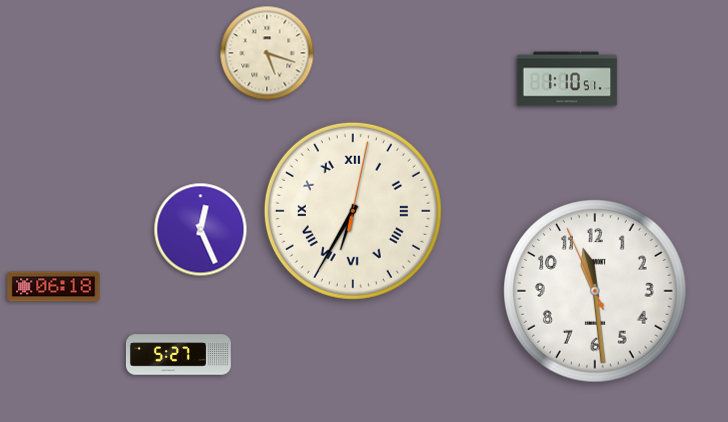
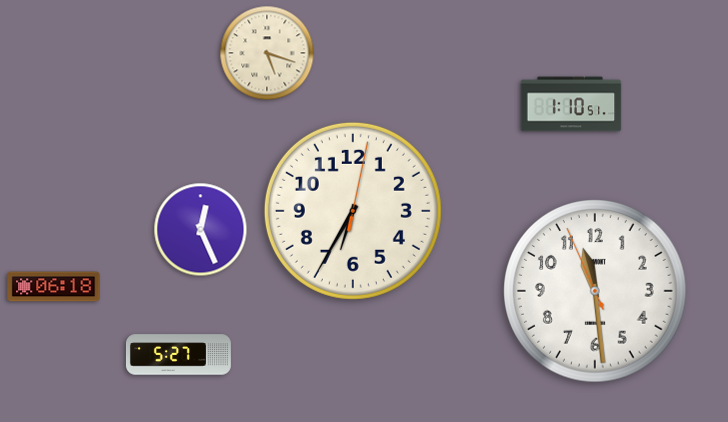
clock at (567, 79) position: (567, 79) -> (571, 104)
clock at (353, 211) numerals: Roman -> Arabic
